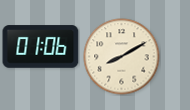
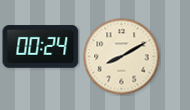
clock at (41, 47): 01:06 -> 00:24
